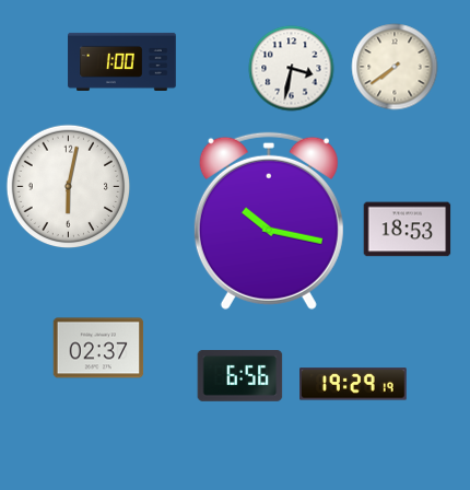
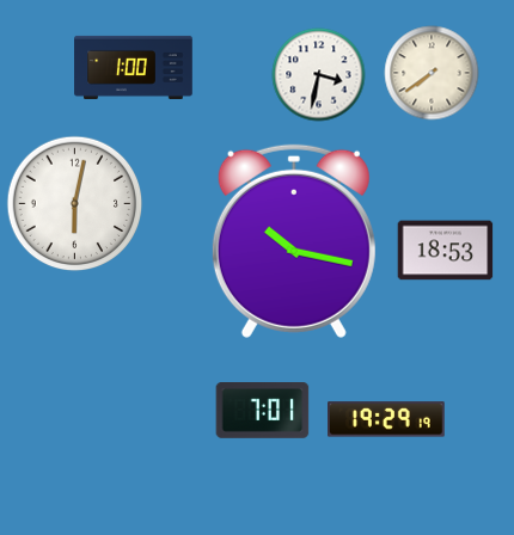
clock at (98, 348): 02:37 -> none
clock at (239, 376): 6:56 -> 7:01
